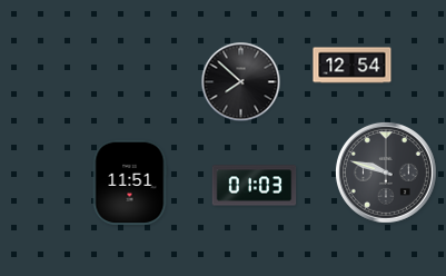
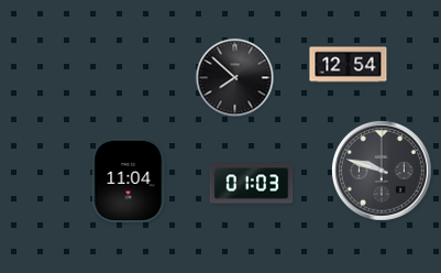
clock at (241, 82) position: (241, 82) -> (235, 78)
clock at (130, 181): 11:51 -> 11:04
